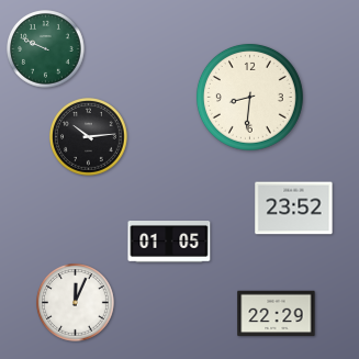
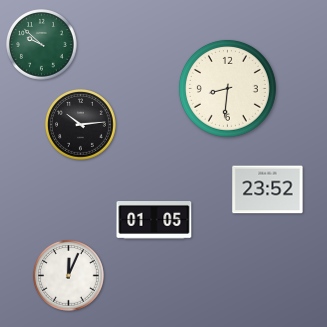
clock at (46, 49): 9:49 -> 9:52
clock at (277, 314): 22:29 -> none
